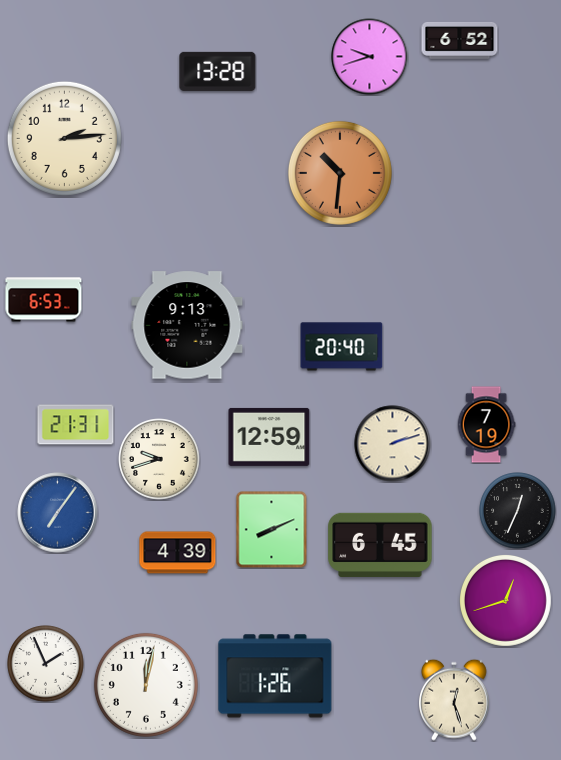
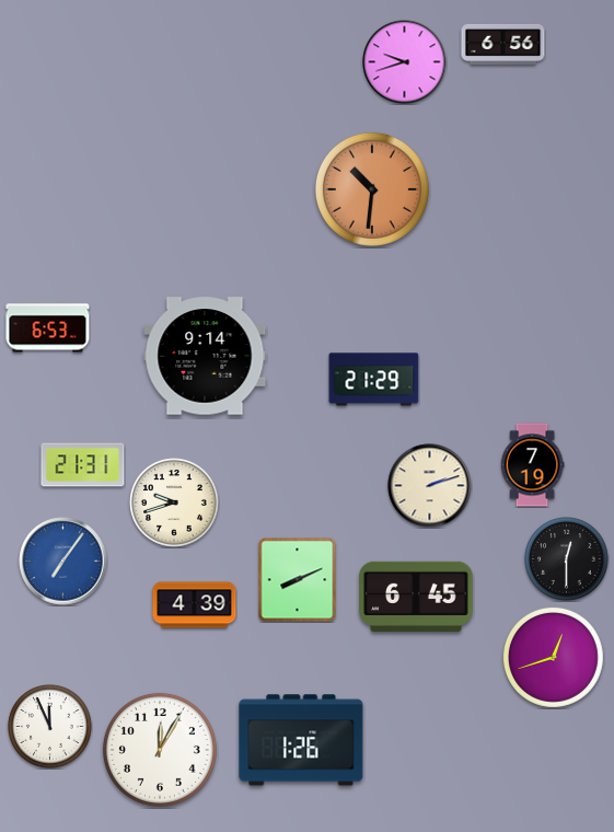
clock at (460, 40): 6:52 -> 6:56
clock at (218, 71): 13:28 -> none
clock at (64, 138): 2:14 -> none
clock at (187, 325): 9:13 -> 9:14
clock at (342, 347): 20:40 -> 21:29
clock at (269, 437): 12:59 -> none
clock at (518, 511): 12:34 -> 12:30
clock at (46, 664): 1:56 -> 11:56
clock at (146, 685): 12:02 -> 12:05
clock at (455, 700): 12:27 -> none
